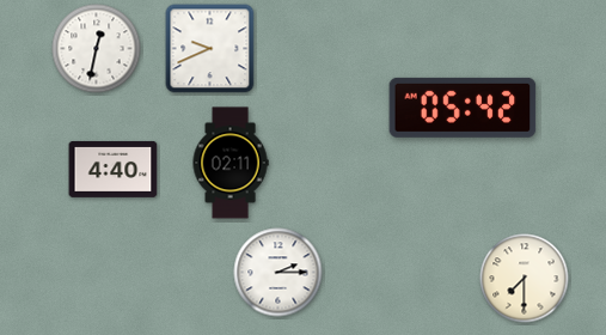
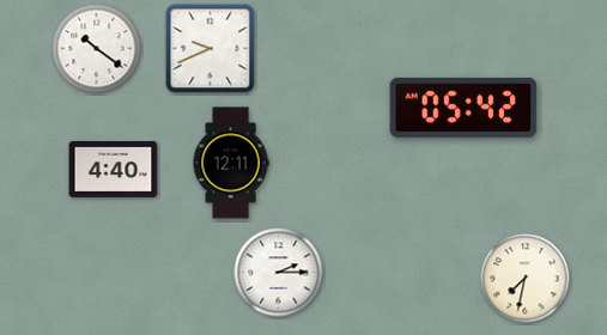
clock at (97, 49): 12:32 -> 10:21
clock at (231, 163): 02:11 -> 12:11
clock at (525, 279): 7:30 -> 7:32
